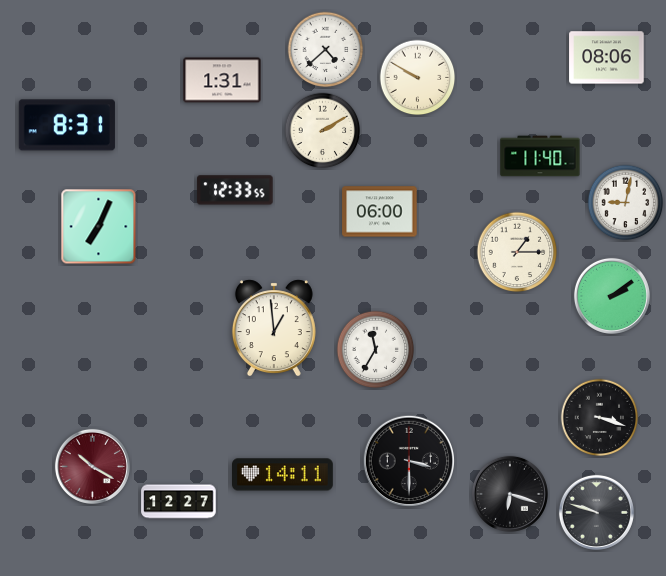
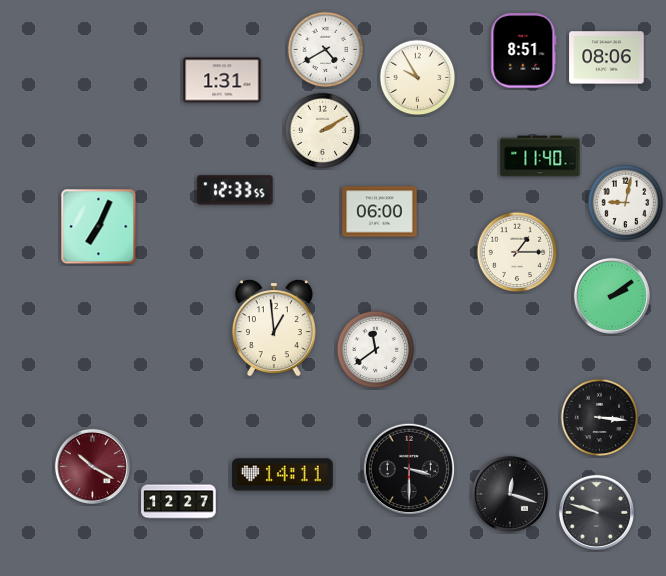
clock at (326, 50): 4:38 -> 4:40
clock at (524, 51): none -> 8:51
clock at (418, 78): 9:50 -> 9:55
clock at (67, 125): 8:31 -> none
clock at (376, 350): 11:35 -> 11:39
clock at (600, 418): 3:18 -> 3:16
clock at (408, 460) position: (408, 460) -> (408, 468)
clock at (510, 494): 6:18 -> 12:18
